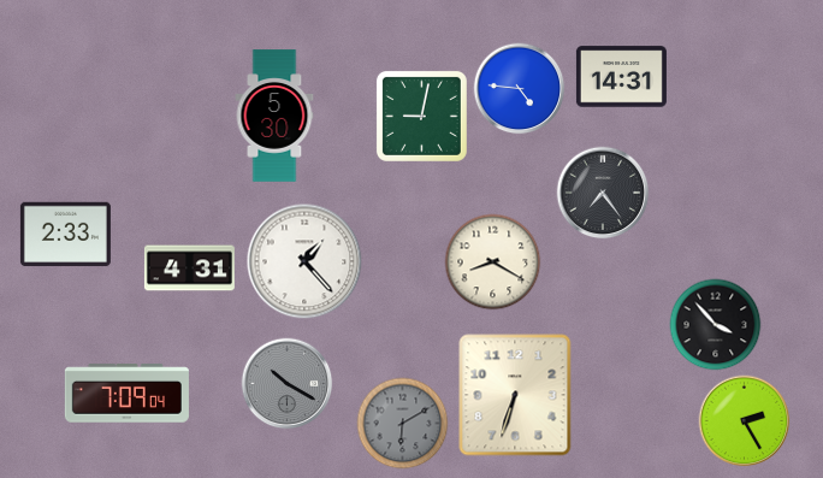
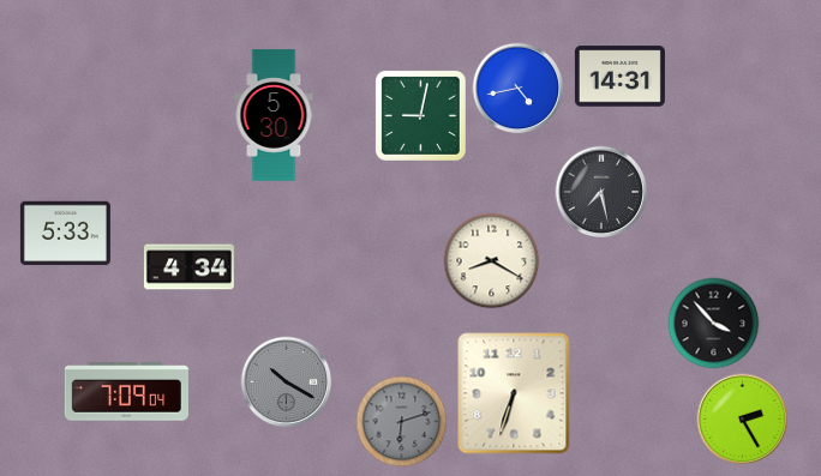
clock at (520, 89): 4:46 -> 4:43
clock at (603, 193): 7:24 -> 7:28
clock at (65, 235): 2:33 -> 5:33
clock at (304, 261): 1:23 -> none
clock at (189, 268): 4:31 -> 4:34
clock at (403, 424): 6:10 -> 6:12
